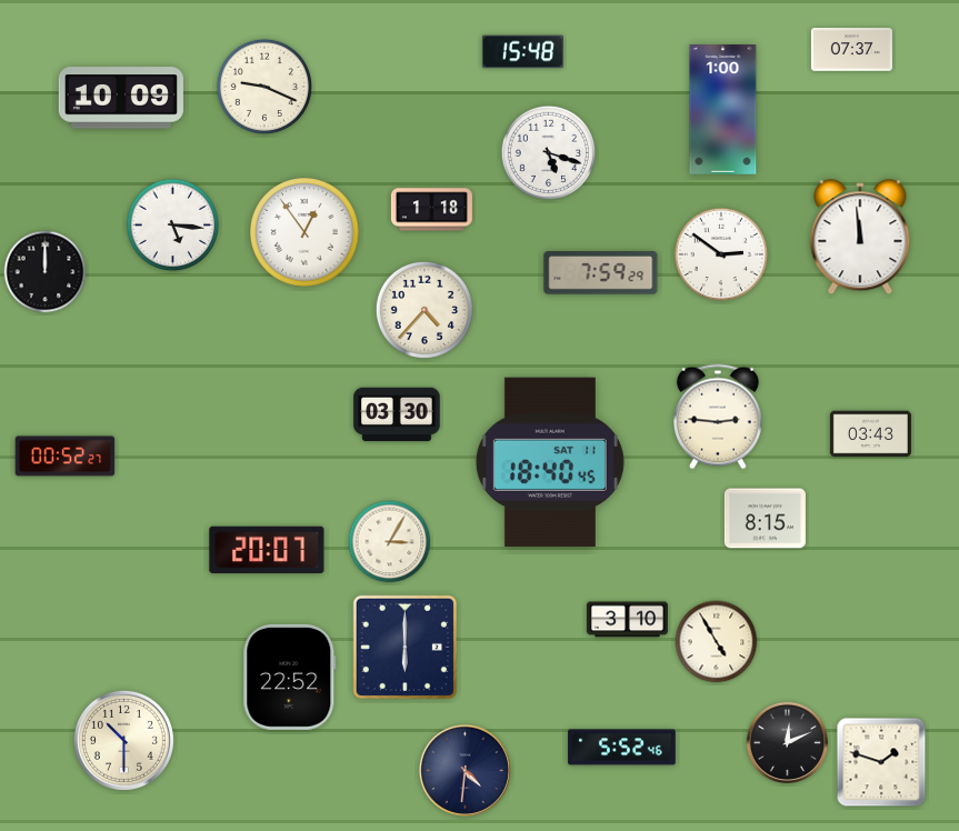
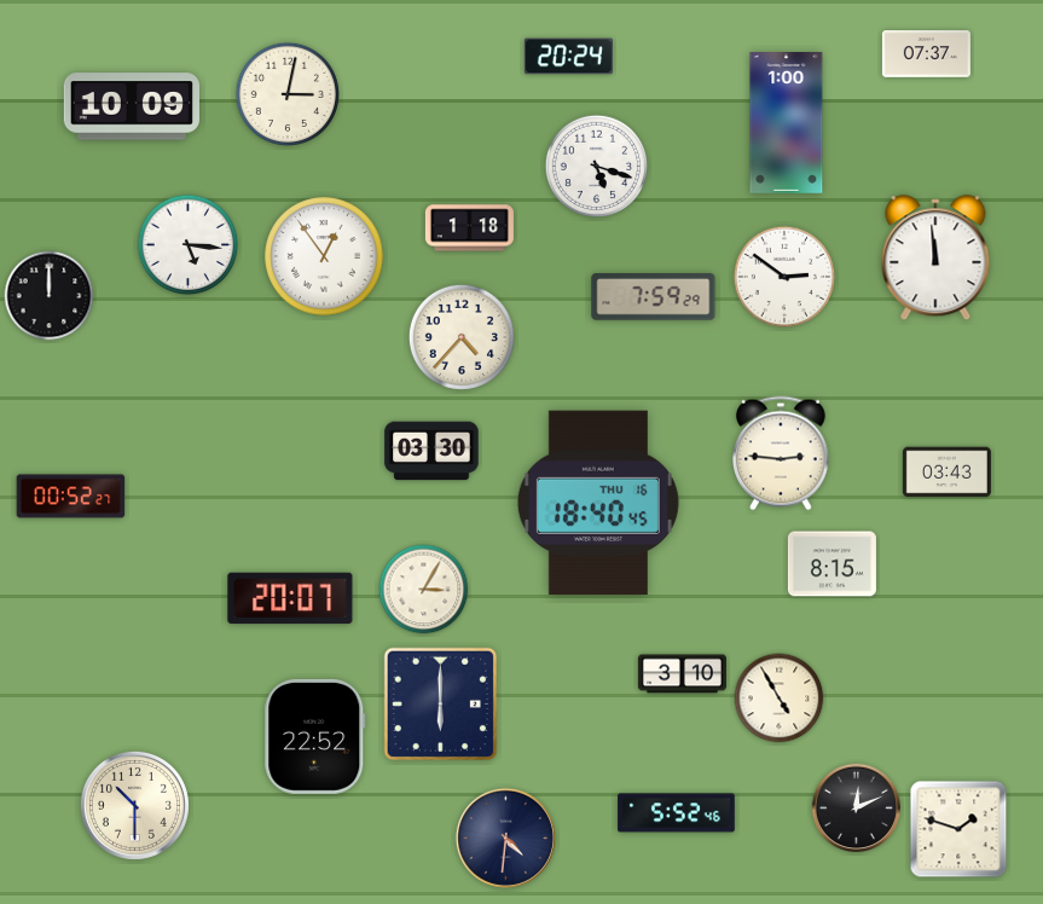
clock at (522, 52): 15:48 -> 20:24
clock at (264, 87): 9:19 -> 3:02
clock at (723, 110) position: (723, 110) -> (787, 123)
clock at (304, 232) position: (304, 232) -> (324, 256)
clock at (550, 462) date: SAT 11 -> THU 16
